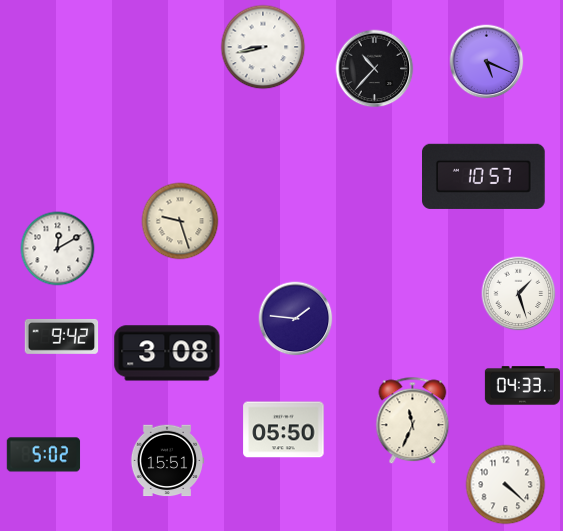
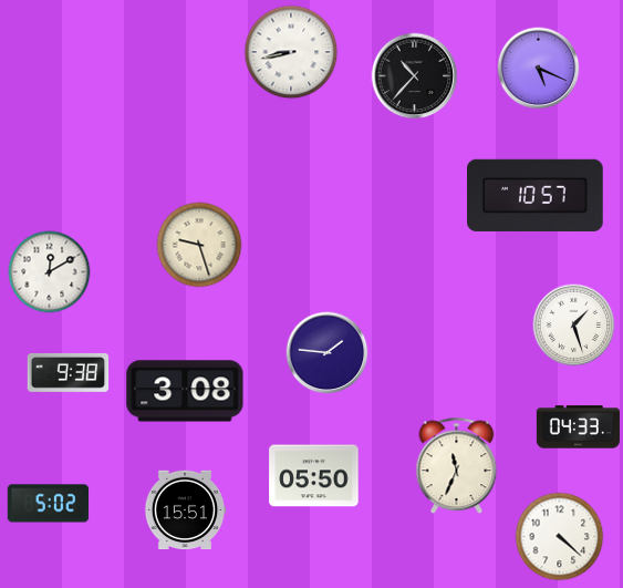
clock at (58, 249) position: (58, 249) -> (50, 272)
clock at (62, 336): 9:42 -> 9:38
